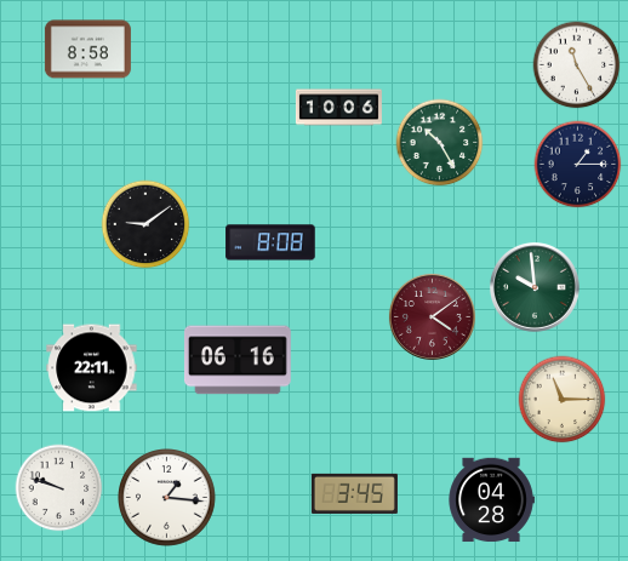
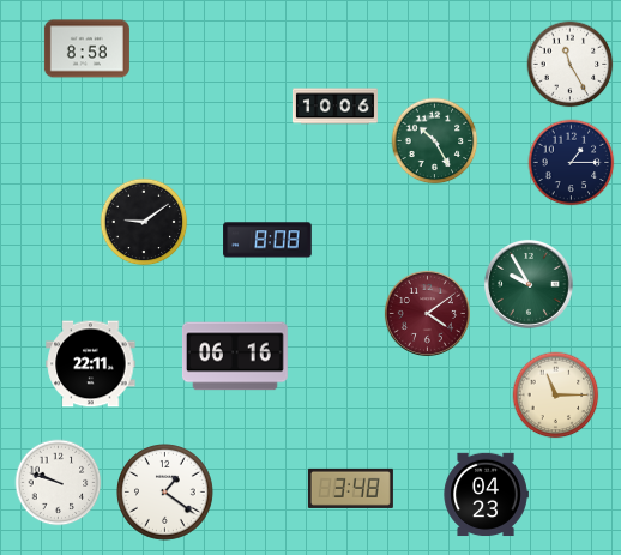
clock at (535, 287): 9:59 -> 9:55
clock at (354, 493): 3:45 -> 3:48
clock at (167, 498): 1:16 -> 1:21
clock at (491, 500): 04:28 -> 04:23
